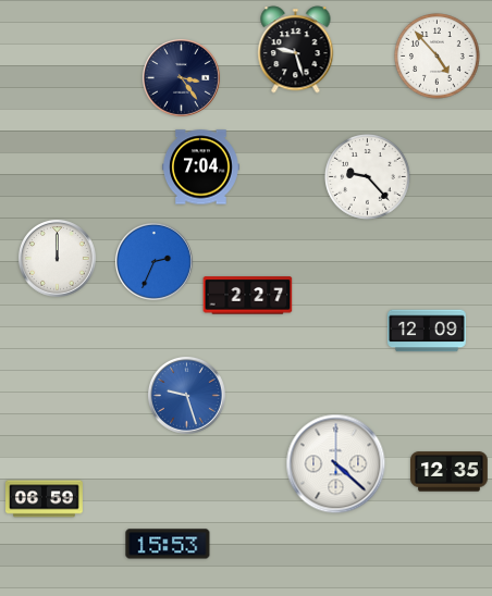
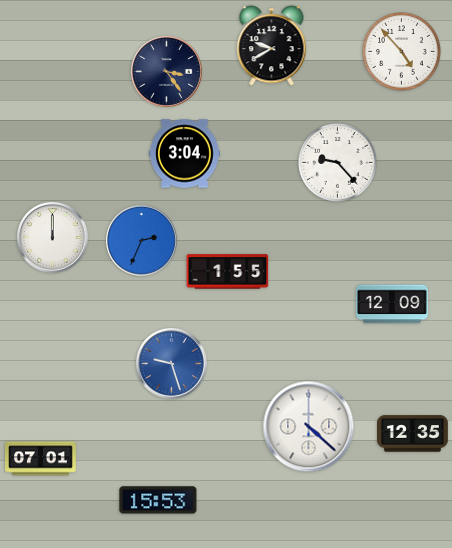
clock at (296, 50): 9:27 -> 9:40
clock at (201, 167): 7:04 -> 3:04
clock at (248, 296): 2:27 -> 1:55
clock at (45, 499): 06:59 -> 07:01
clock at (168, 544) position: (168, 544) -> (158, 500)
